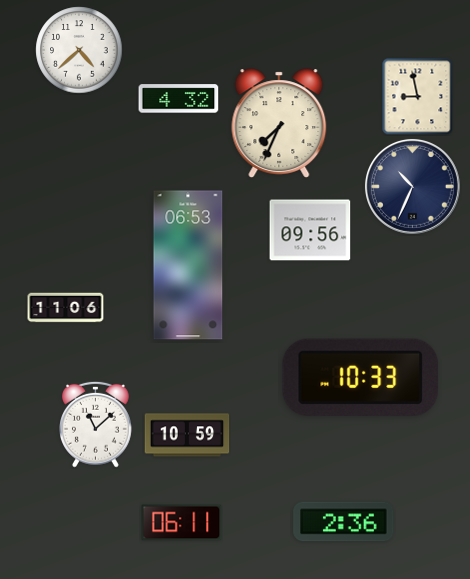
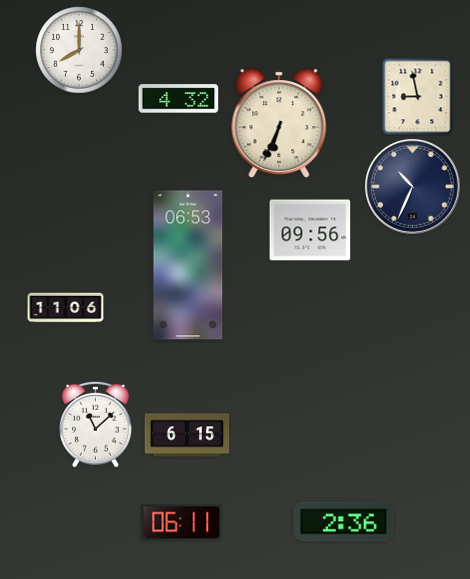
clock at (79, 50): 4:38 -> 8:00
clock at (279, 123): 7:34 -> 6:34
clock at (361, 377): 10:33 -> none
clock at (187, 435): 10:59 -> 6:15
